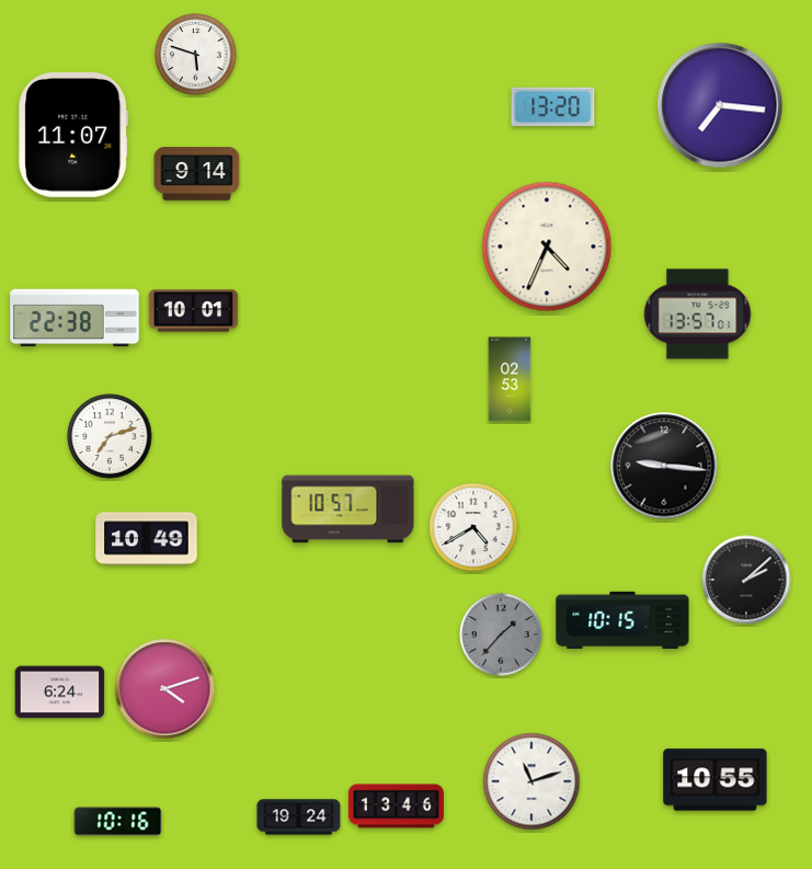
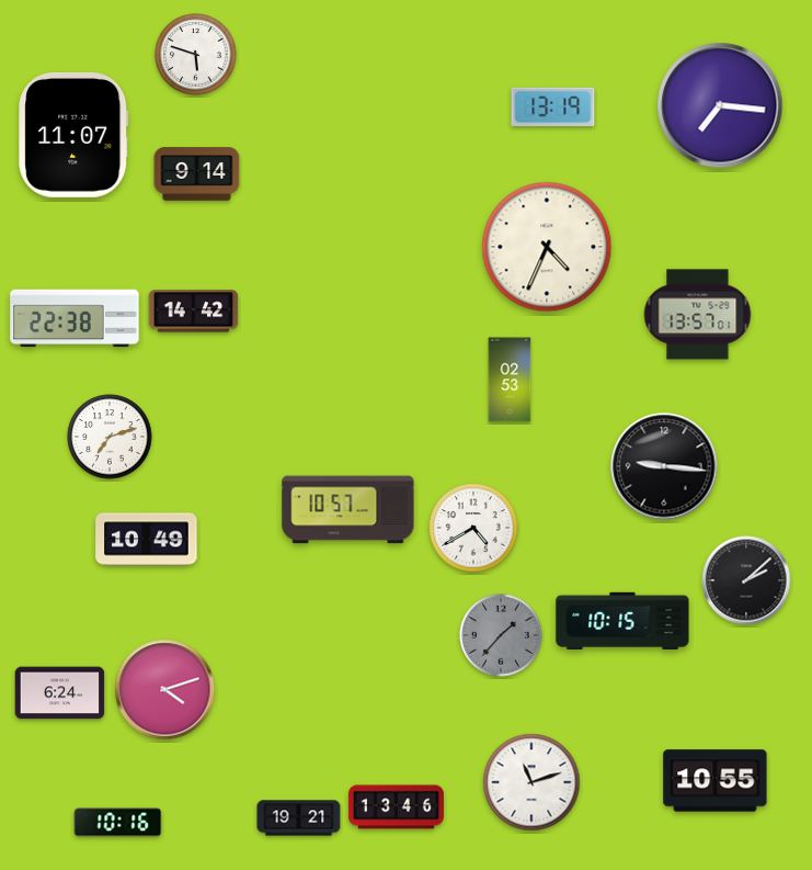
clock at (553, 107): 13:20 -> 13:19
clock at (194, 311): 10:01 -> 14:42
clock at (299, 817): 19:24 -> 19:21
